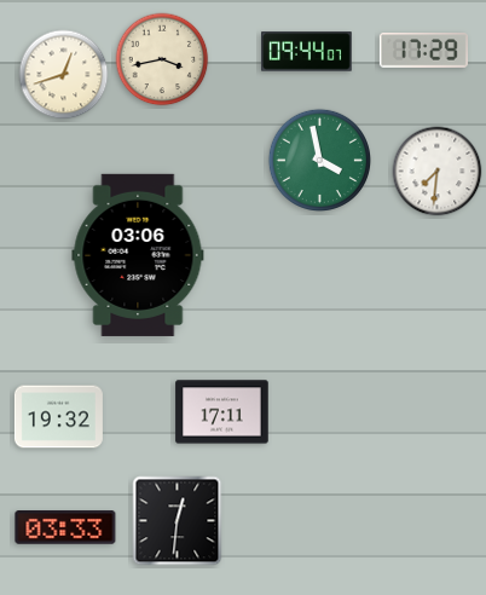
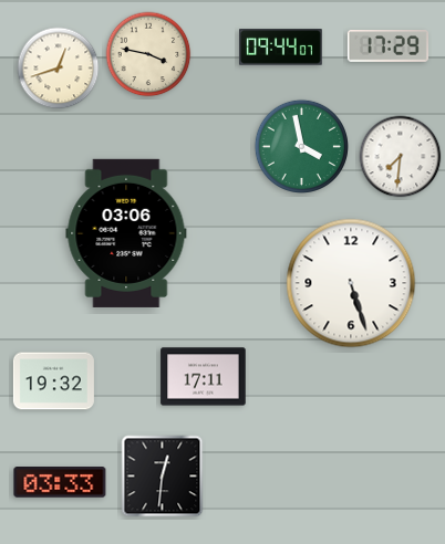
clock at (162, 59): 3:43 -> 3:47
clock at (319, 160) position: (319, 160) -> (301, 146)
clock at (351, 283): none -> 5:27
